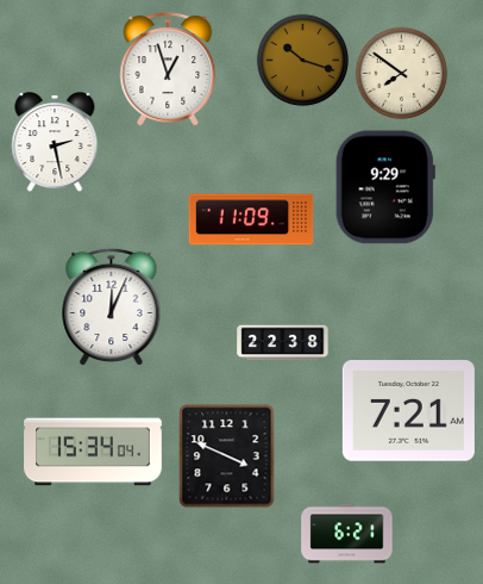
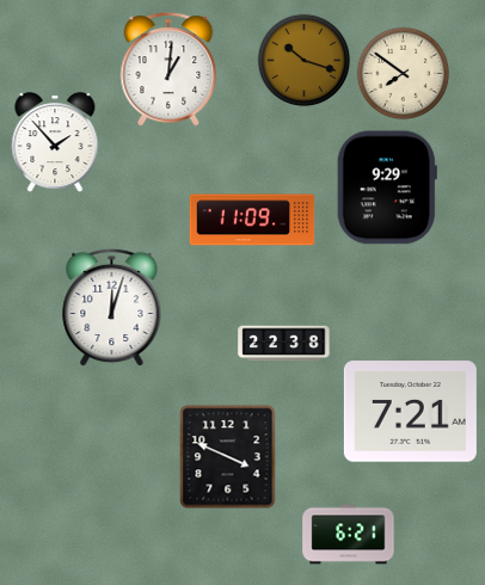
clock at (168, 69): 12:57 -> 1:01
clock at (55, 142): 2:28 -> 1:53
clock at (112, 306): 12:04 -> 12:03
clock at (93, 452): 15:34 -> none
